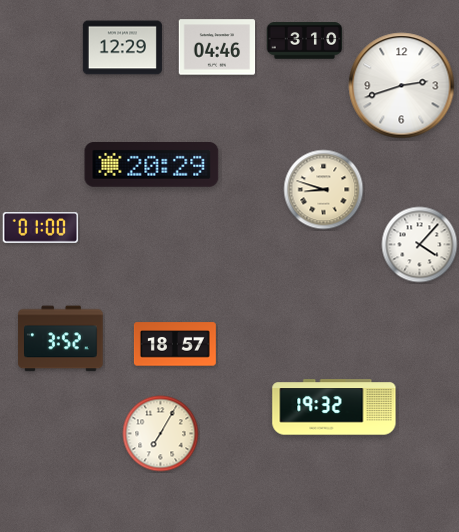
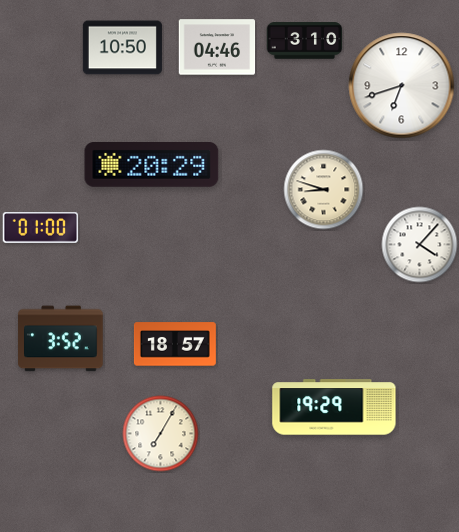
clock at (122, 48): 12:29 -> 10:50
clock at (402, 86): 2:42 -> 6:42
clock at (334, 407): 19:32 -> 19:29
